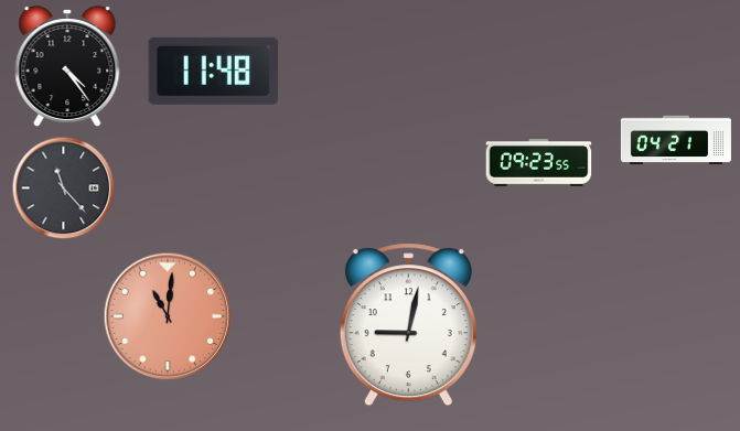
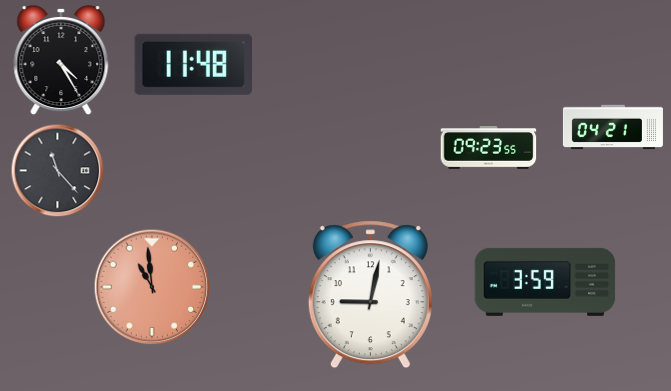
clock at (67, 66): 4:24 -> 4:25
clock at (545, 282): none -> 3:59
clock at (168, 316): 11:01 -> 10:59
